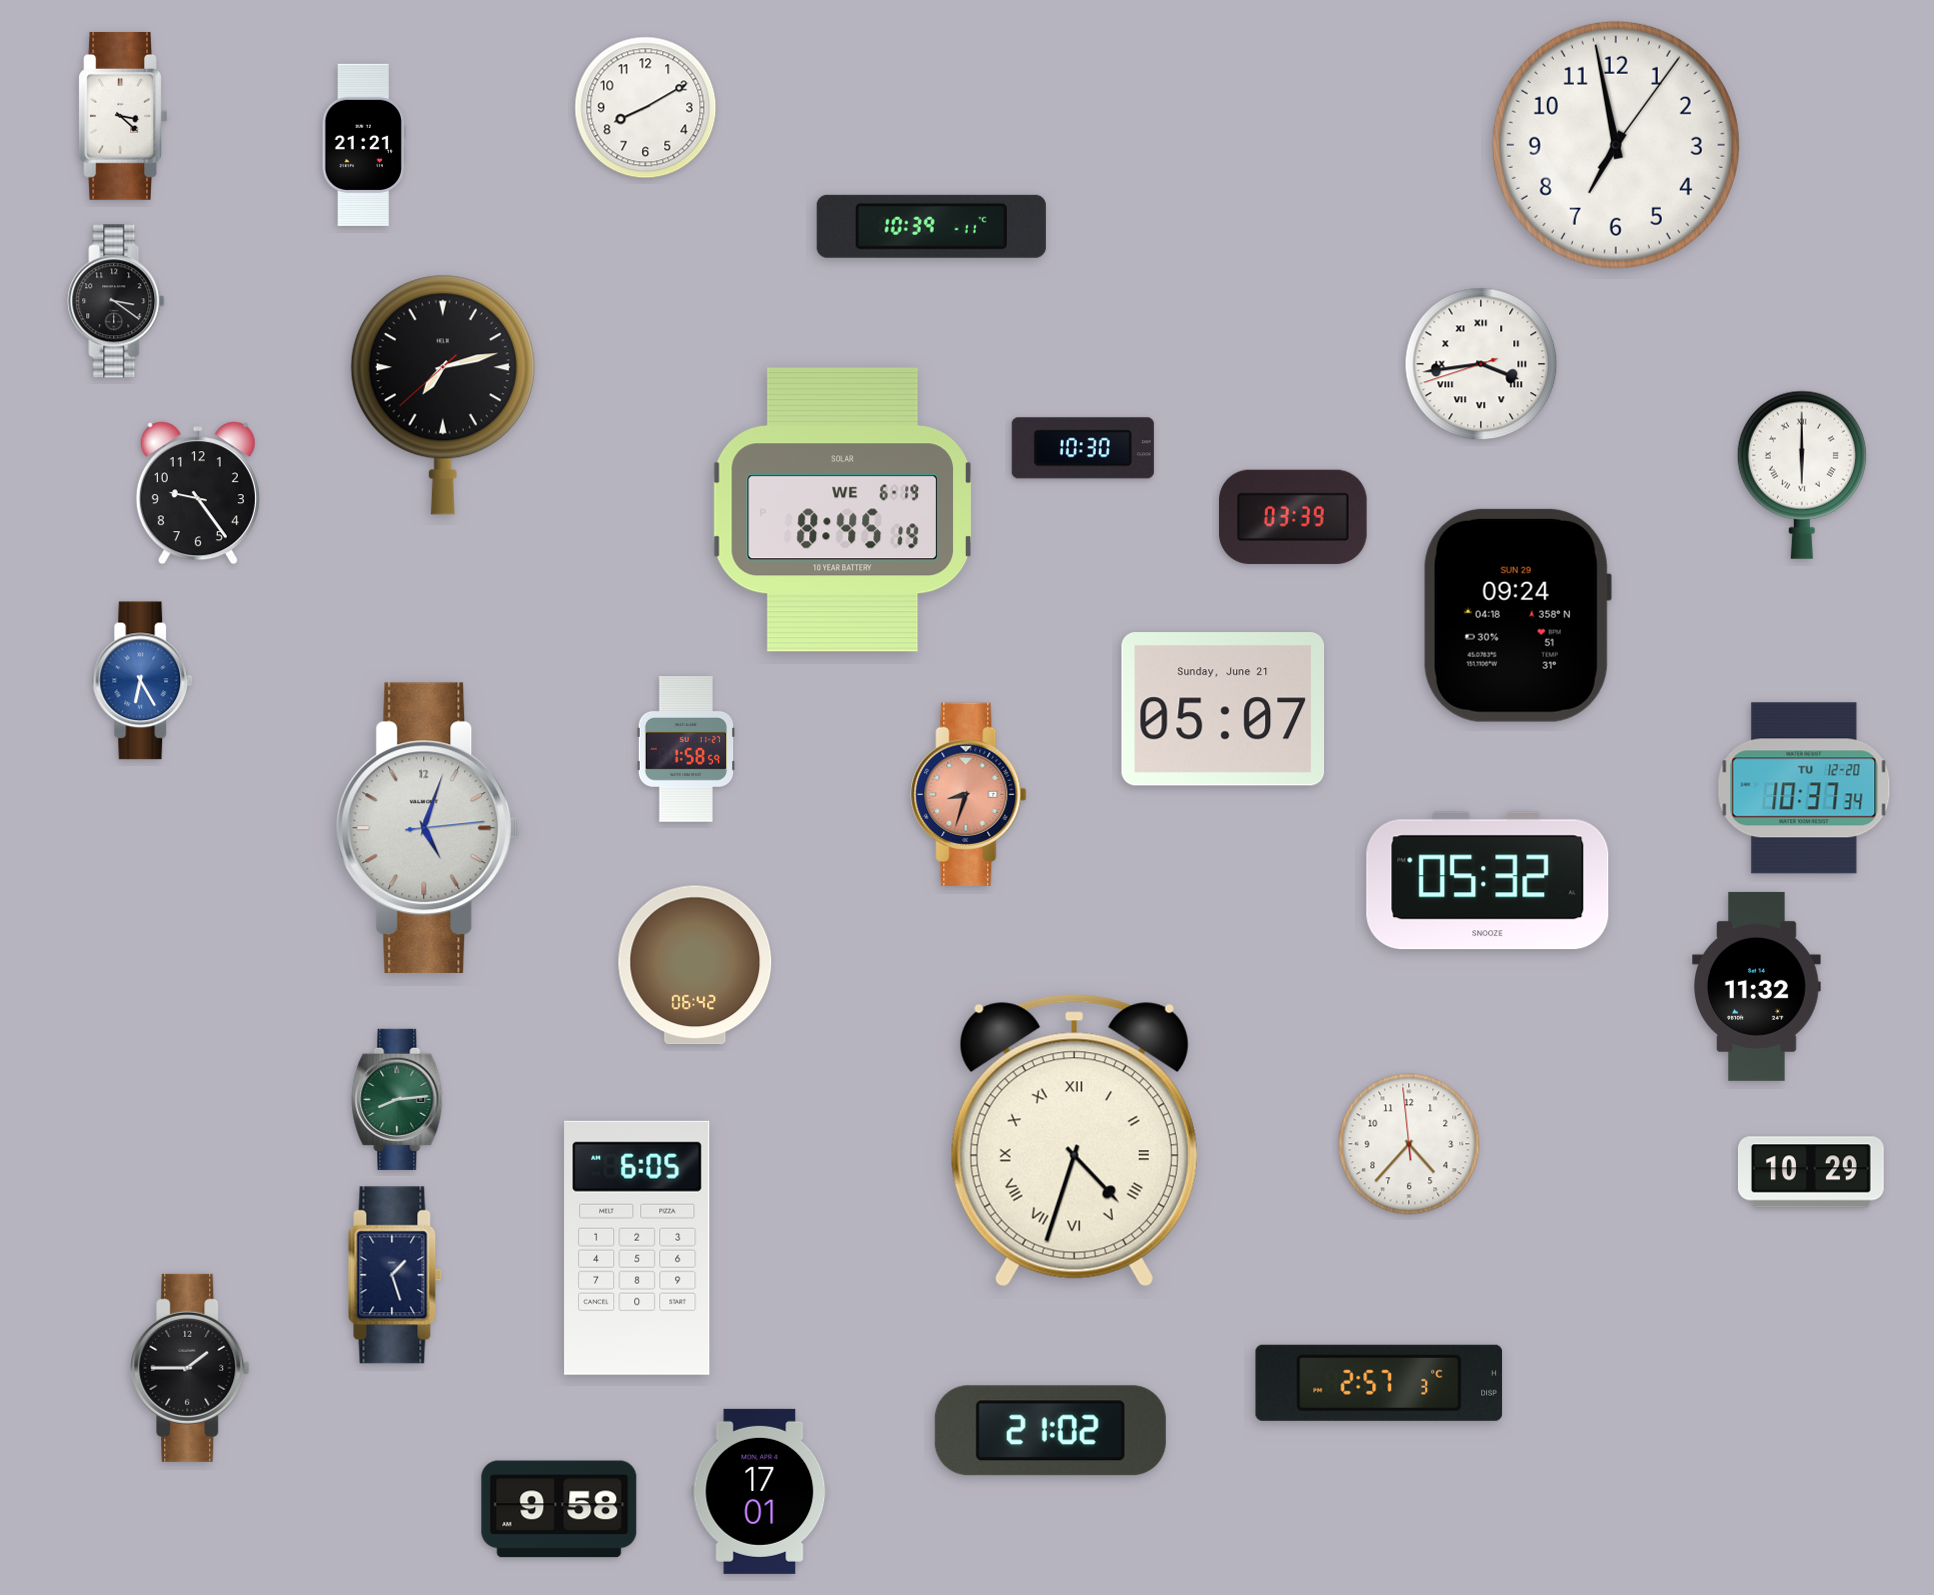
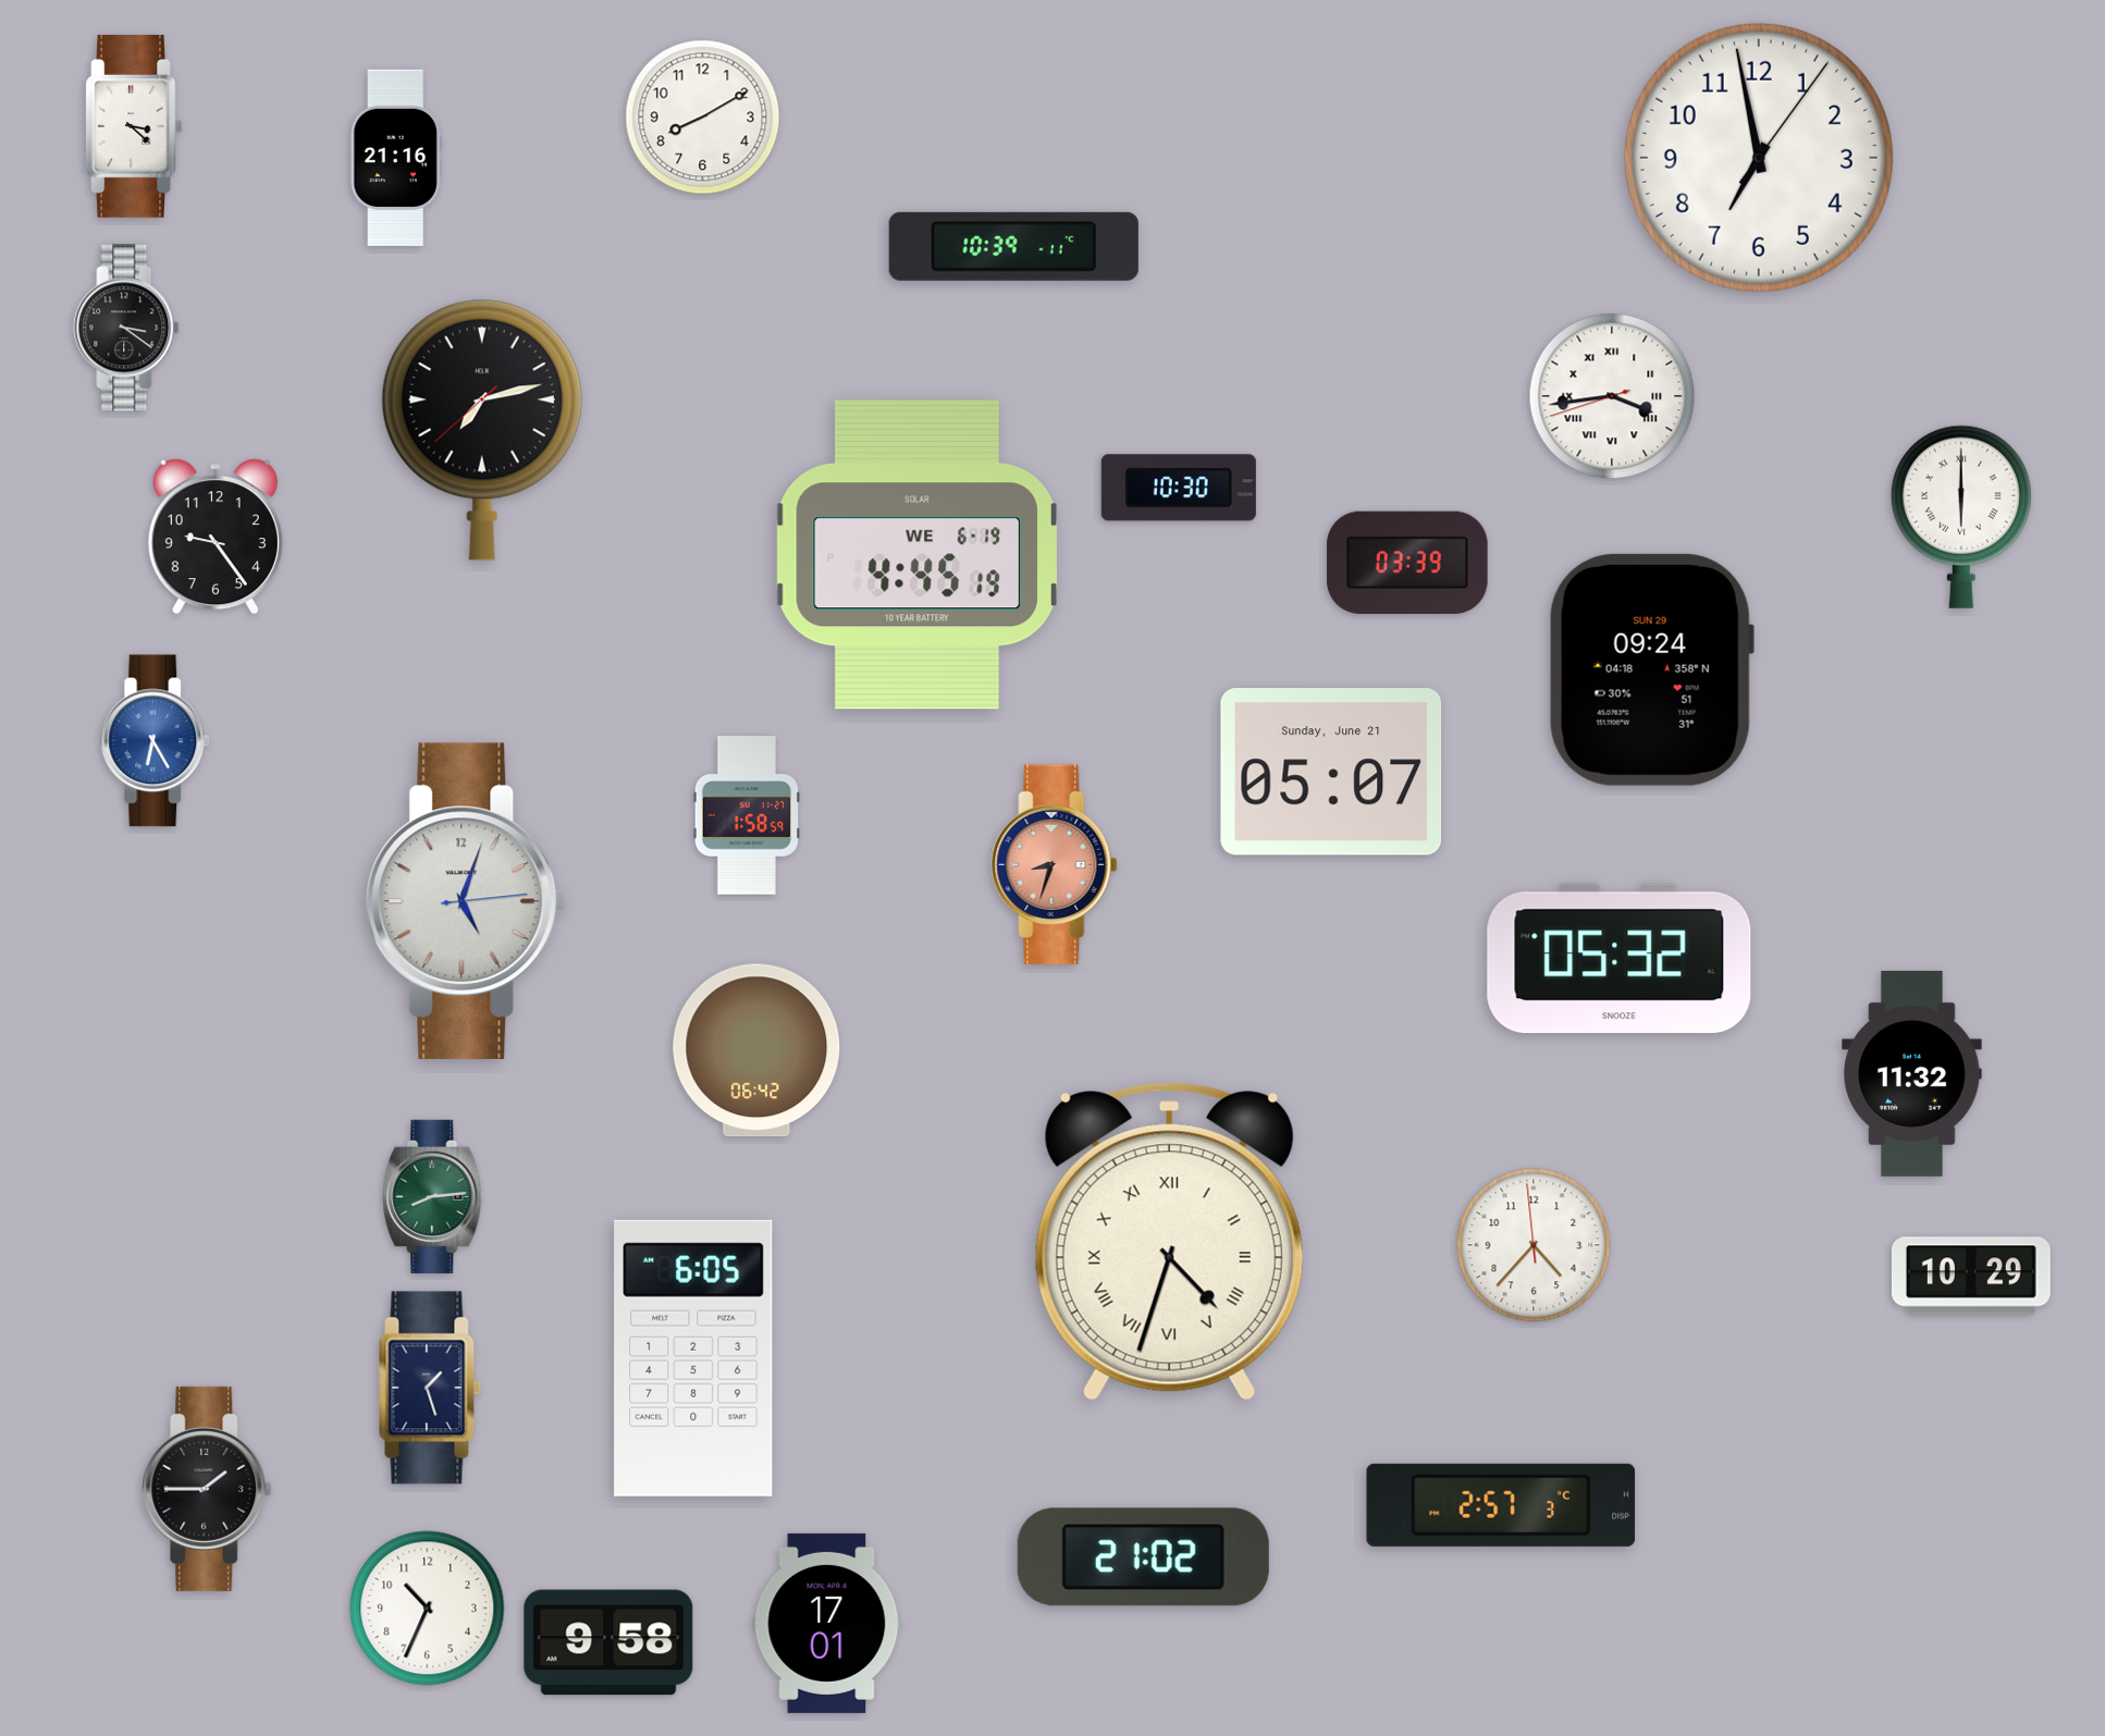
clock at (364, 144): 21:21 -> 21:16
clock at (842, 510): 8:45 -> 4:45
clock at (1804, 788): 10:37 -> none
clock at (428, 1609): none -> 10:34
